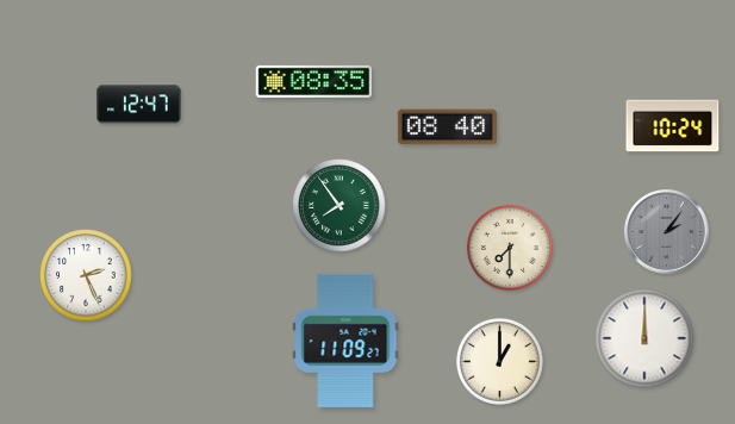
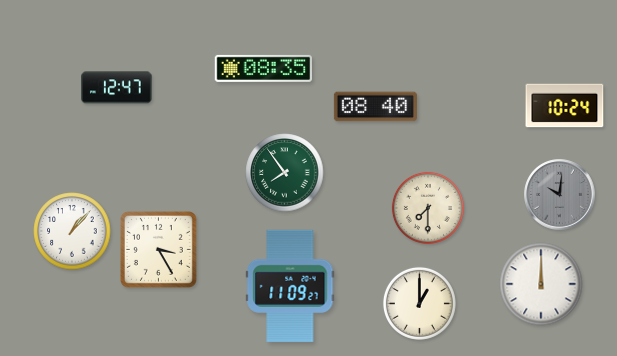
clock at (667, 232): 2:06 -> 10:01
clock at (86, 275): 2:26 -> 1:07
clock at (158, 249): none -> 3:25
